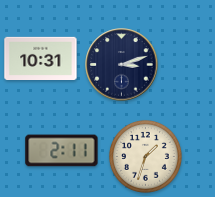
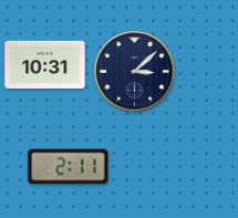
clock at (122, 65): 3:12 -> 3:08
clock at (145, 156): 1:33 -> none
